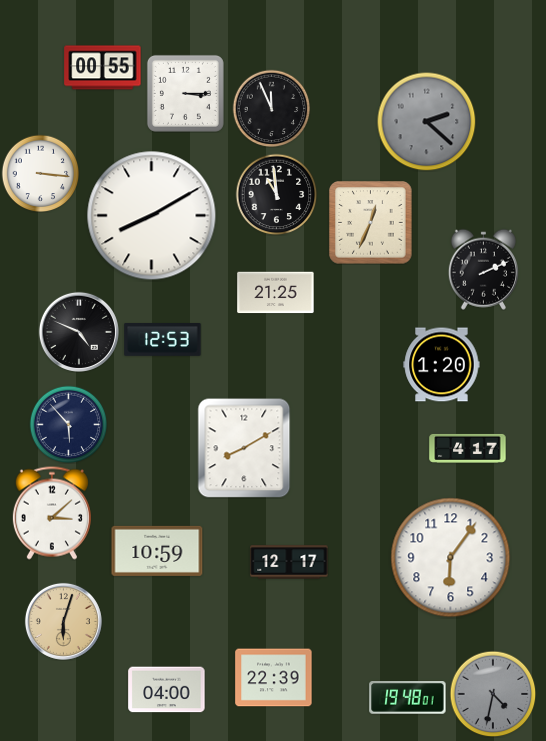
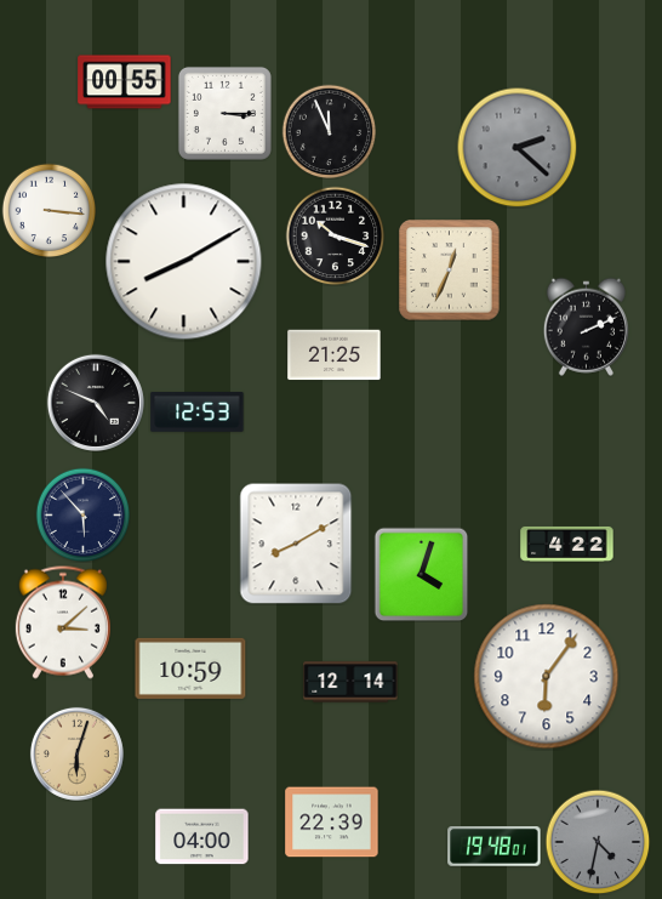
clock at (276, 194): 10:59 -> 10:18
clock at (442, 365): 1:20 -> none
clock at (468, 448): 4:17 -> 4:22
clock at (421, 574): none -> 4:03
clock at (289, 562): 12:17 -> 12:14
